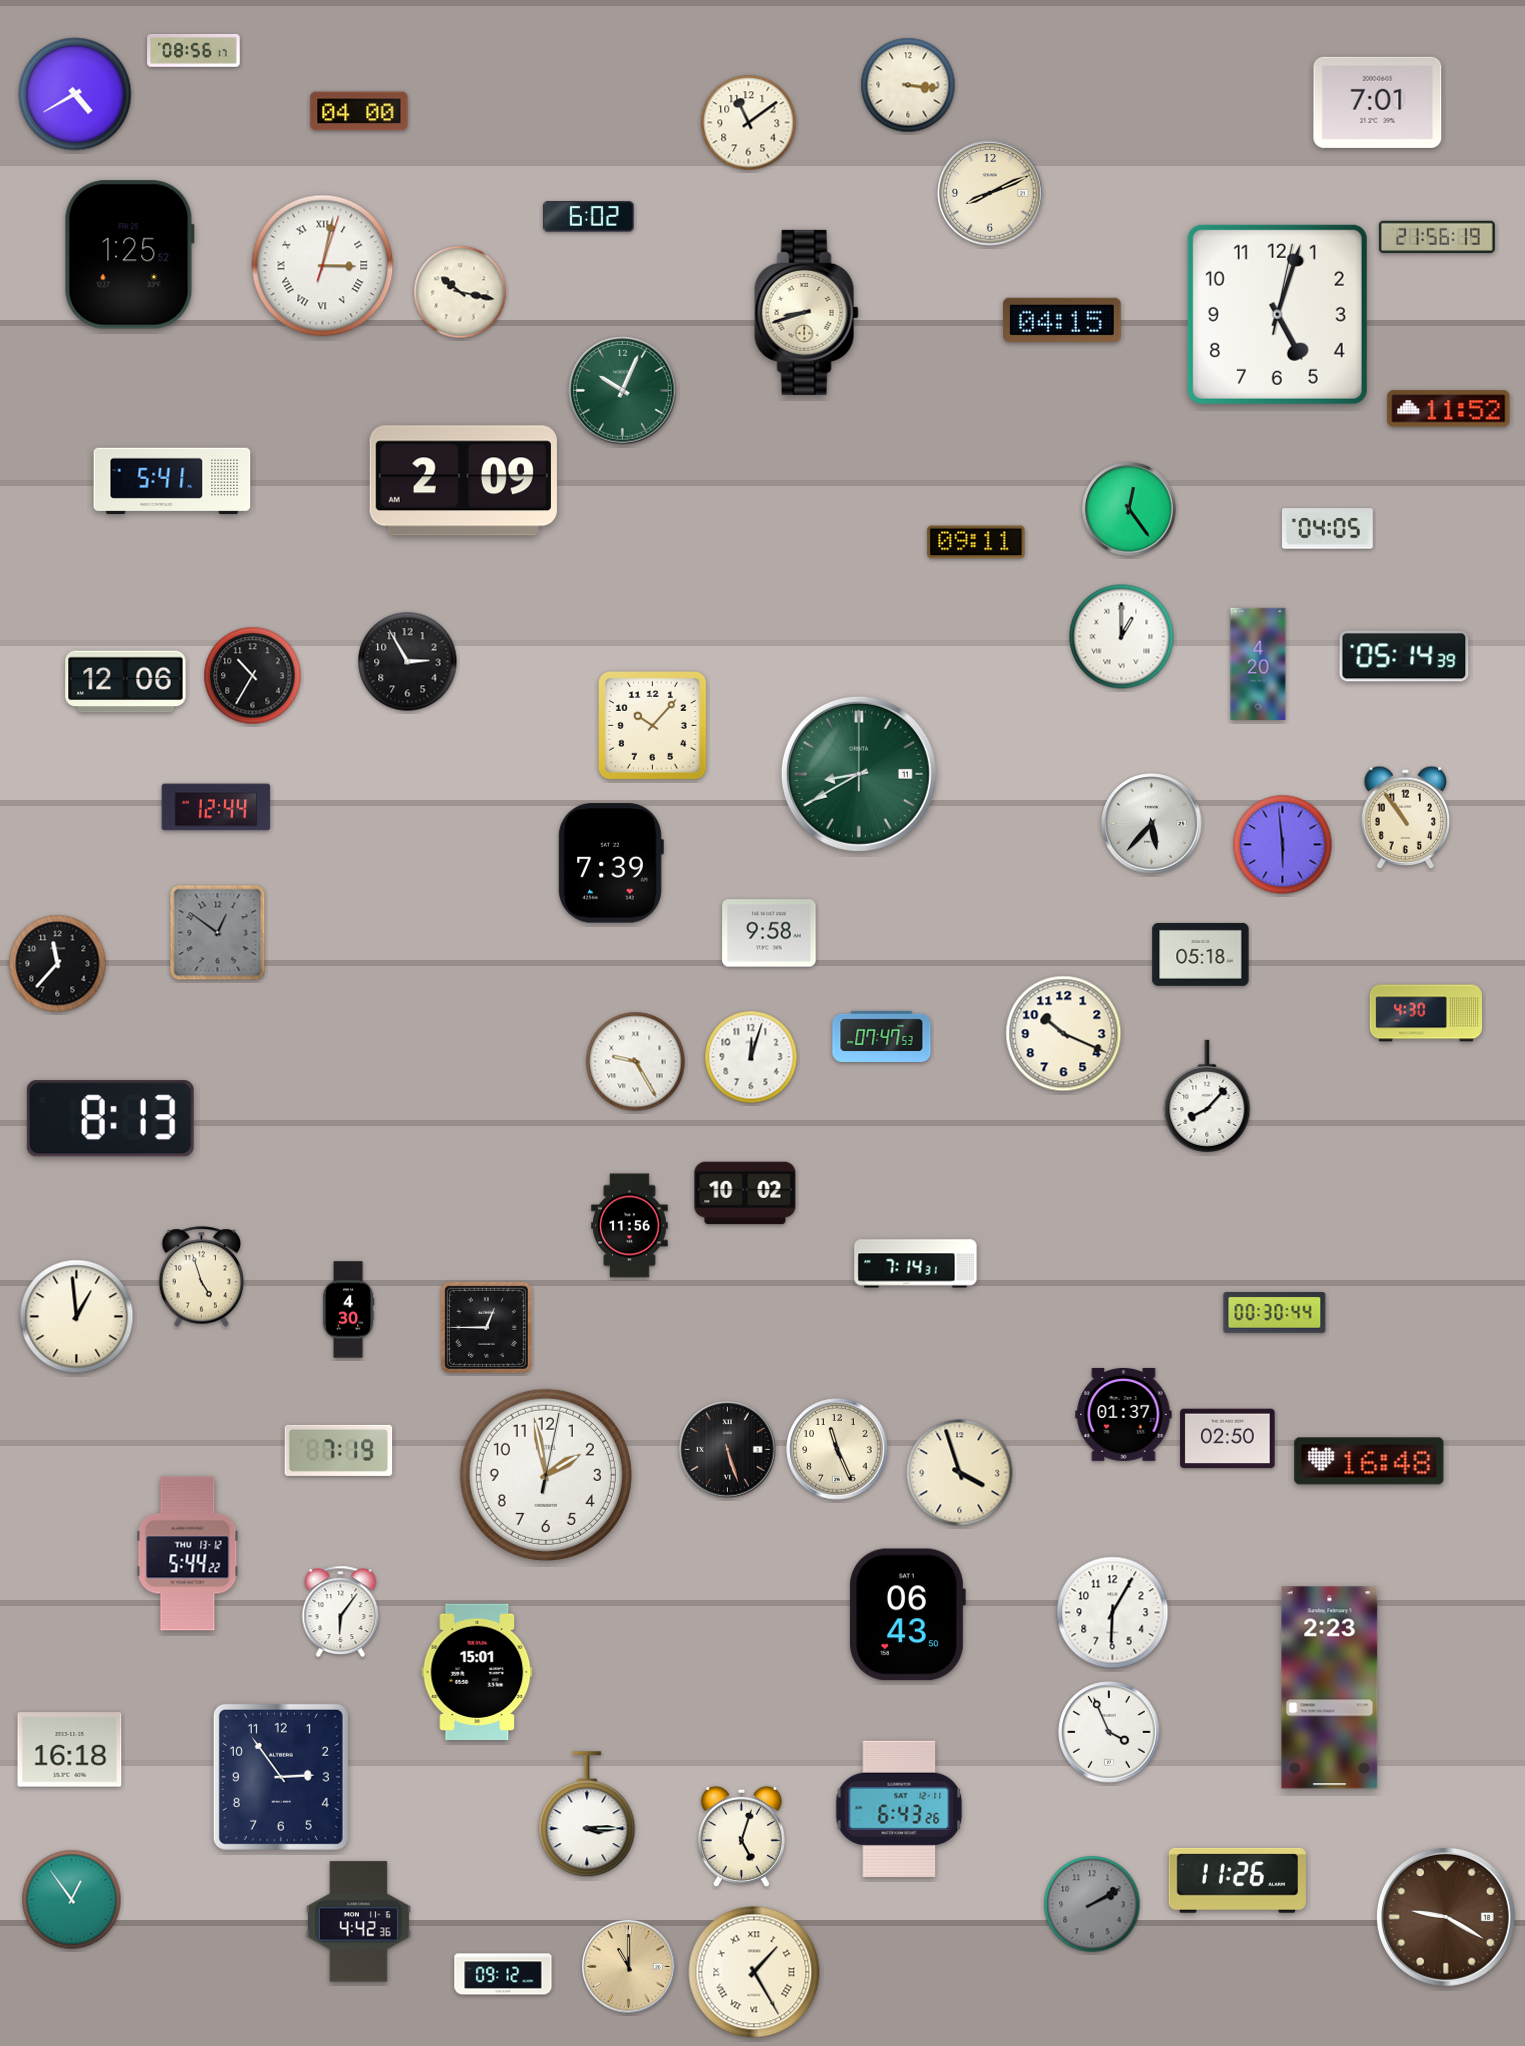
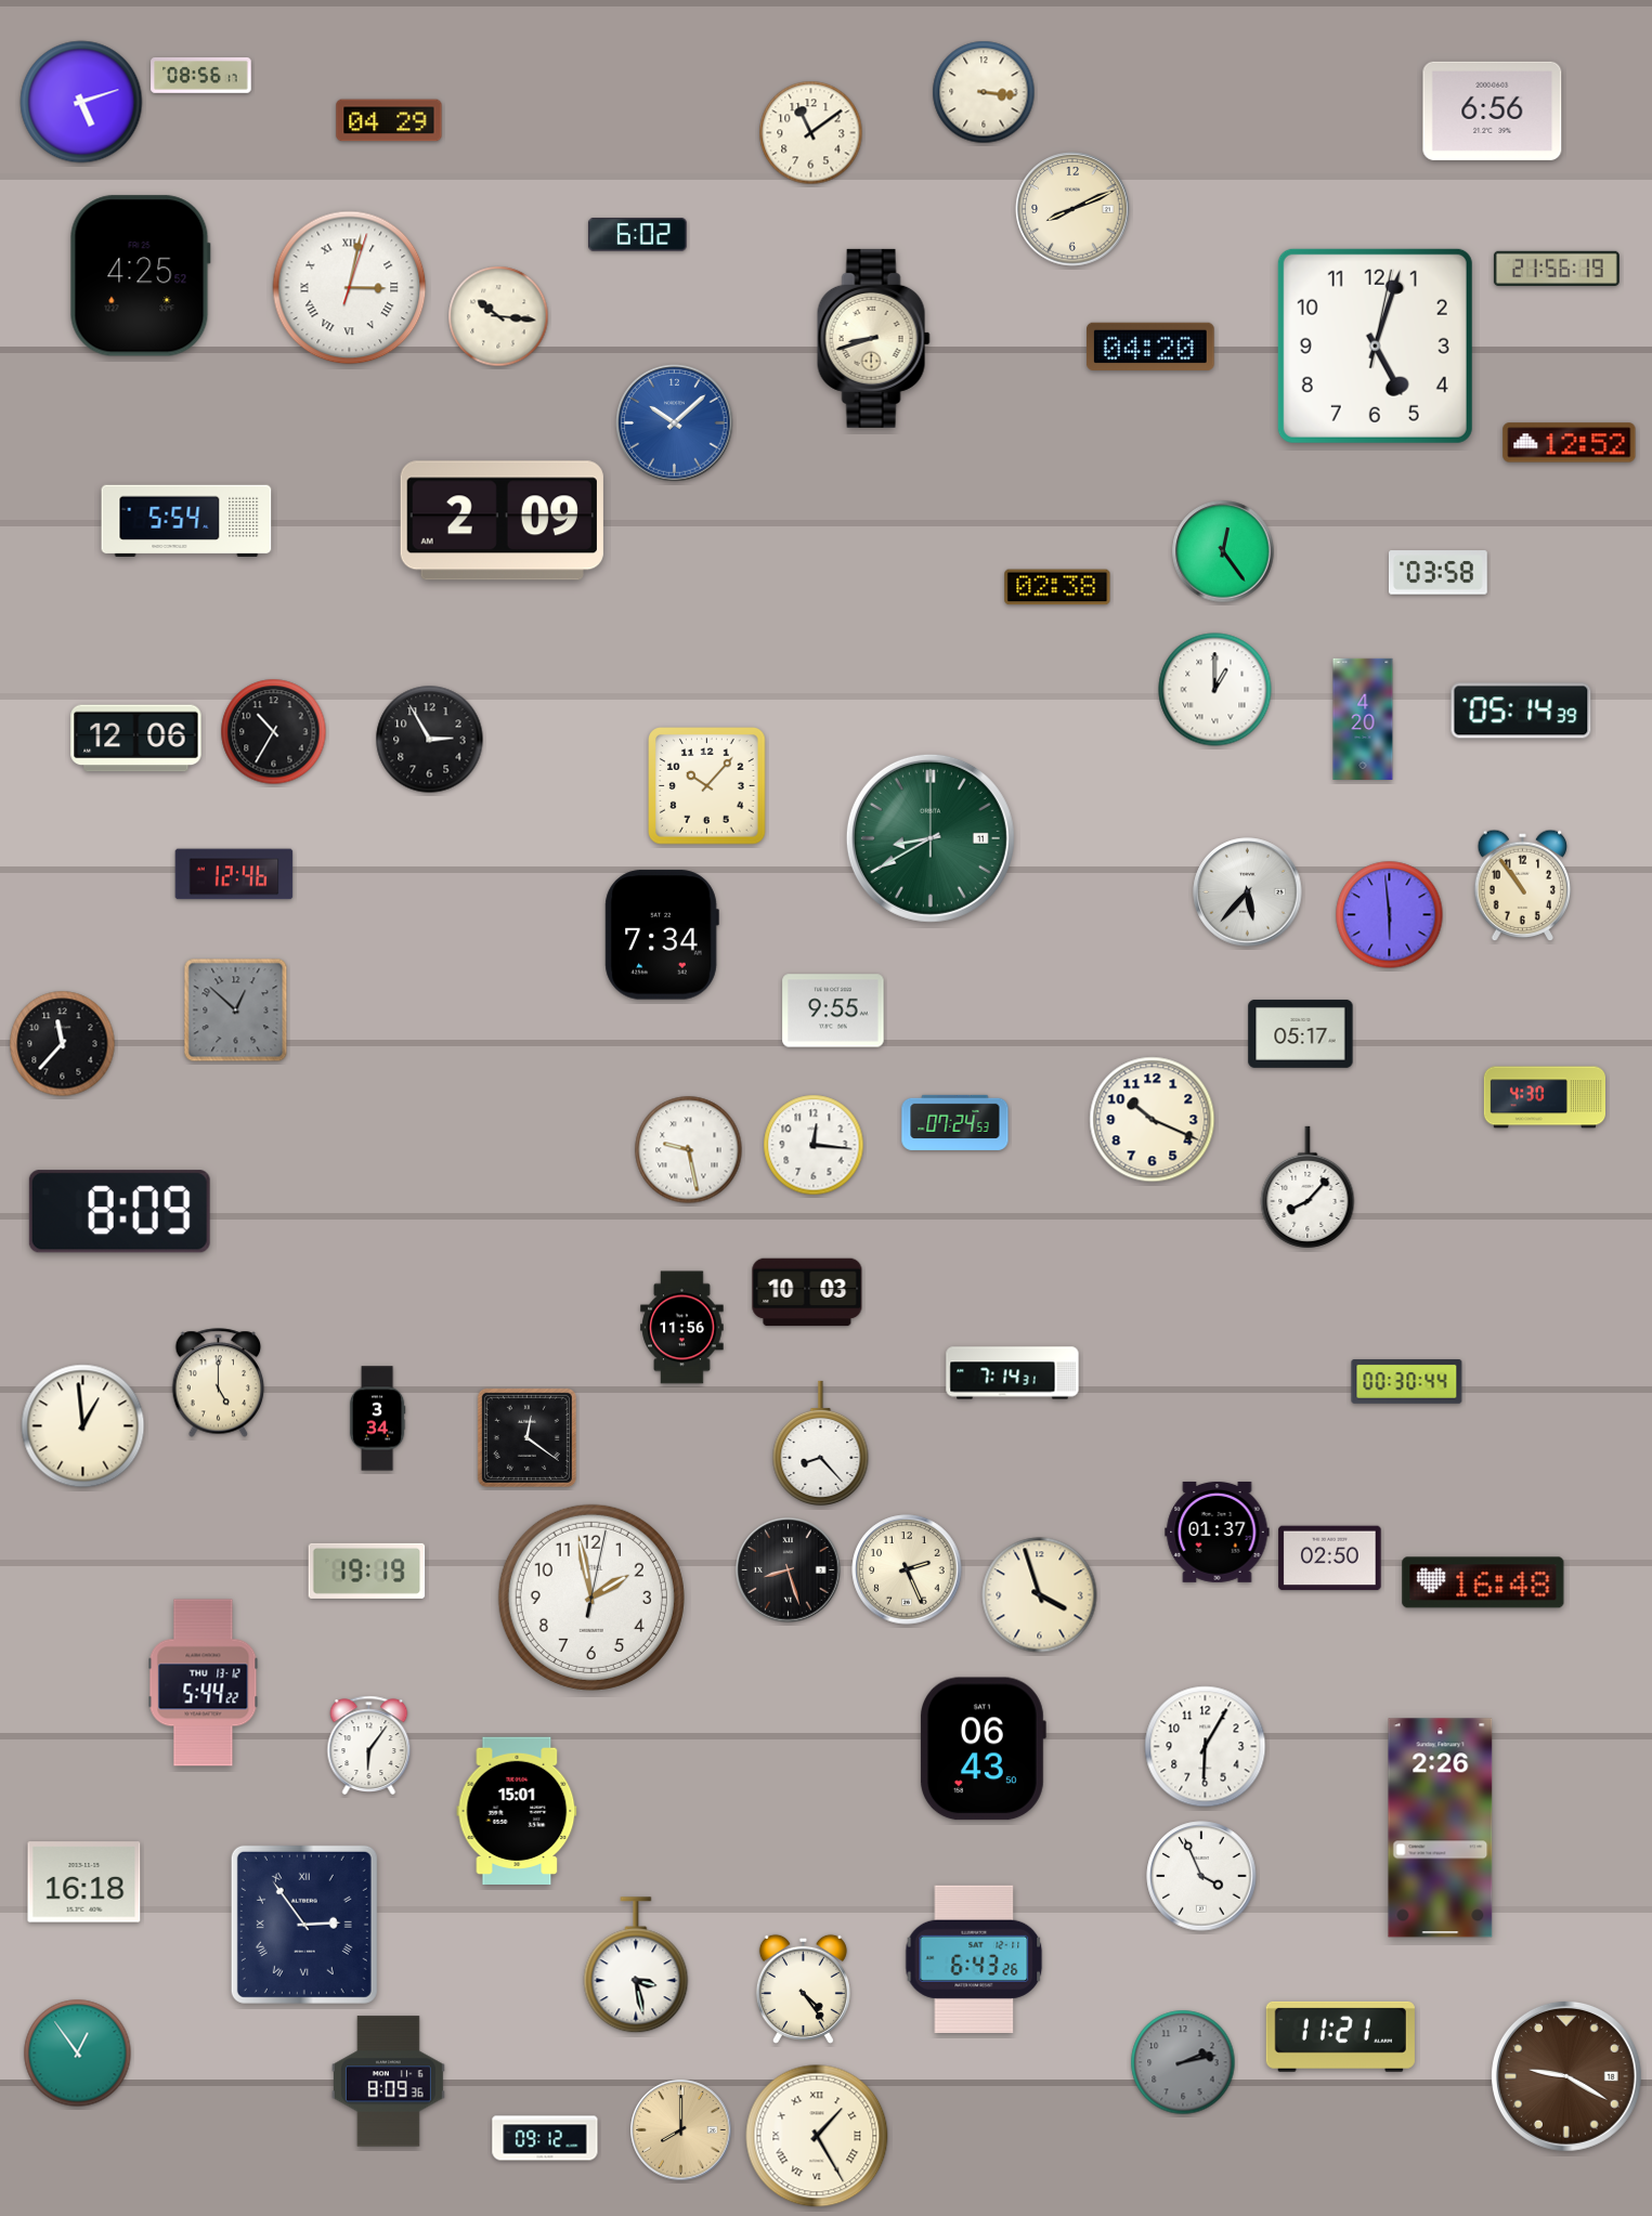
clock at (194, 50) position: (194, 50) -> (201, 75)
clock at (75, 94): 4:40 -> 5:12
clock at (1378, 102): 7:01 -> 6:56
clock at (359, 111): 04:00 -> 04:29
clock at (1437, 237) position: (1437, 237) -> (1557, 269)
clock at (129, 255): 1:25 -> 4:25
clock at (460, 292): 10:17 -> 10:16
clock at (1277, 314) position: (1277, 314) -> (1375, 346)
clock at (1063, 320): 04:15 -> 04:20
clock at (623, 391): 10:04 -> 10:08
clock at (623, 391) dial: green -> blue
clock at (1449, 409): 11:52 -> 12:52
clock at (172, 481): 5:41 -> 5:54
clock at (1327, 529): 04:05 -> 03:58
clock at (976, 542): 09:11 -> 02:38
clock at (408, 662) position: (408, 662) -> (430, 740)
clock at (216, 807): 12:44 -> 12:46
clock at (611, 863): 7:39 -> 7:34
clock at (218, 933): 12:51 -> 12:52
clock at (769, 933): 9:58 -> 9:55
clock at (1201, 954): 05:18 -> 05:17
clock at (882, 1036): 07:47 -> 07:24
clock at (751, 1057): 12:03 -> 12:16
clock at (636, 1062): 9:25 -> 9:28
clock at (110, 1119): 8:13 -> 8:09
clock at (745, 1193): 10:02 -> 10:03
clock at (916, 1264) position: (916, 1264) -> (1013, 1373)
clock at (202, 1277): 4:57 -> 5:00
clock at (348, 1310): 4:30 -> 3:34
clock at (1275, 1313) position: (1275, 1313) -> (1407, 1382)
clock at (486, 1327): 12:45 -> 12:21
clock at (821, 1443): none -> 8:23
clock at (837, 1449): 11:26 -> 2:26
clock at (339, 1450): 7:19 -> 19:19
clock at (728, 1450): 5:27 -> 8:27
clock at (1330, 1688): 2:23 -> 2:26
clock at (70, 1750) position: (70, 1750) -> (84, 1882)
clock at (281, 1777) numerals: Arabic -> Roman
clock at (587, 1815): 3:15 -> 3:28
clock at (741, 1836): 5:03 -> 4:24
clock at (1237, 1880): 11:26 -> 11:21
clock at (72, 1900) position: (72, 1900) -> (78, 2054)
clock at (1092, 1904): 2:10 -> 2:13
clock at (358, 1922): 4:42 -> 8:09
clock at (629, 1967): 11:00 -> 8:00
